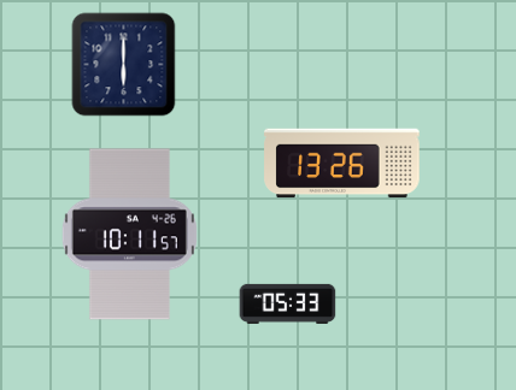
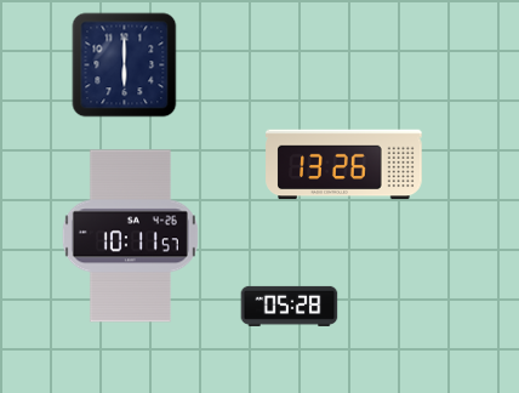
clock at (288, 303): 05:33 -> 05:28
